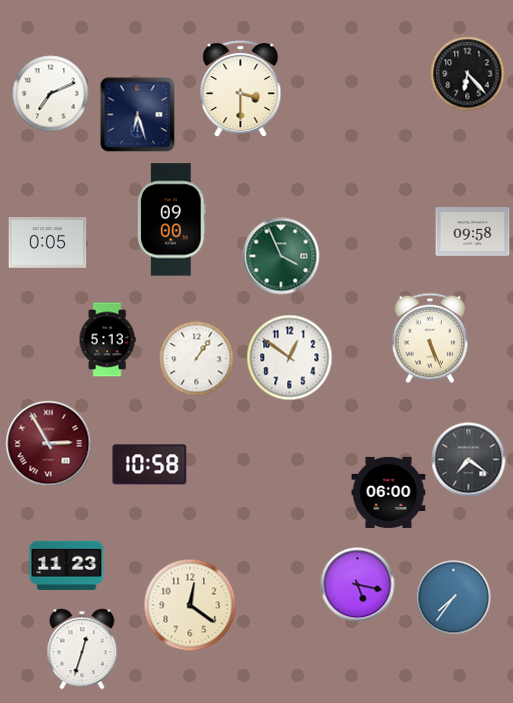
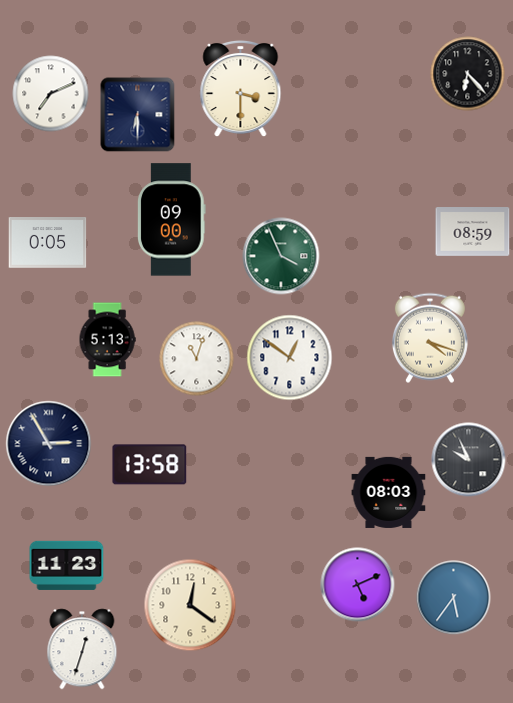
clock at (138, 115): 6:27 -> 6:30
clock at (473, 232): 09:58 -> 08:59
clock at (430, 338): 5:26 -> 4:18
clock at (197, 359): 1:06 -> 11:03
clock at (49, 444) dial: burgundy -> navy
clock at (469, 460): 7:21 -> 9:56
clock at (150, 465): 10:58 -> 13:58
clock at (389, 492): 06:00 -> 08:03
clock at (358, 585): 5:17 -> 5:11
clock at (454, 598): 7:36 -> 5:36
